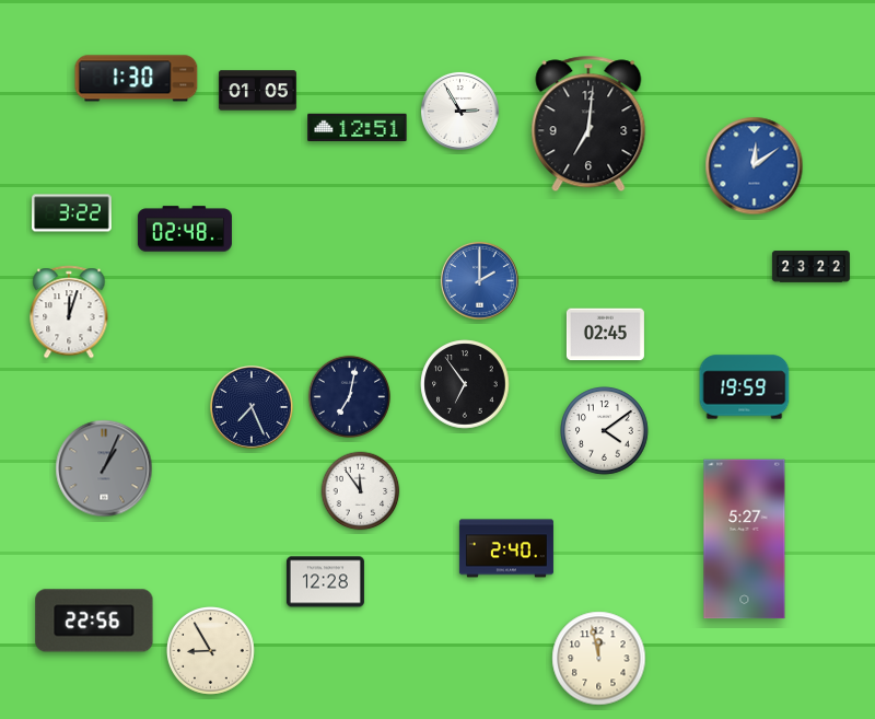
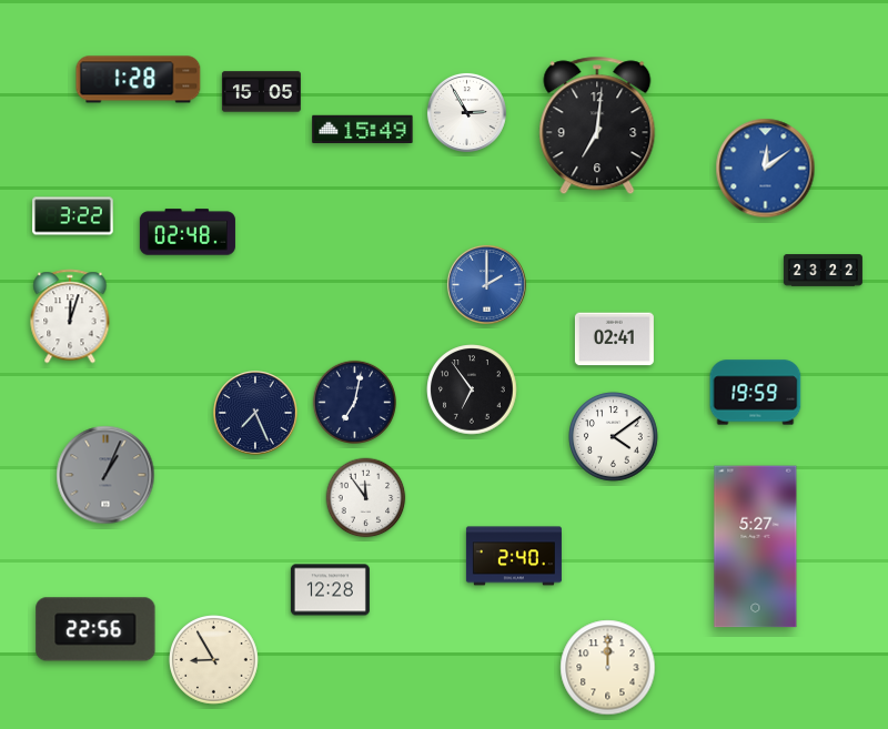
clock at (137, 79): 1:30 -> 1:28
clock at (257, 91): 01:05 -> 15:05
clock at (358, 127): 12:51 -> 15:49
clock at (605, 335): 02:45 -> 02:41
clock at (599, 659): 11:58 -> 12:00
